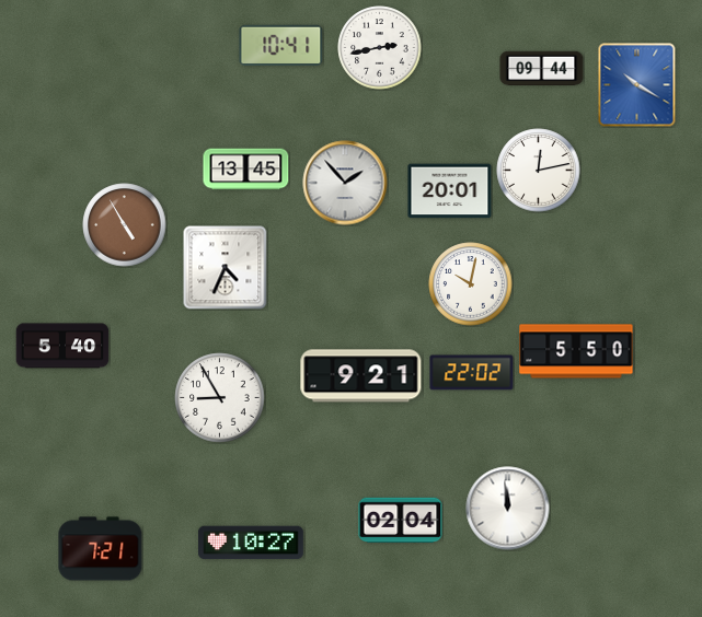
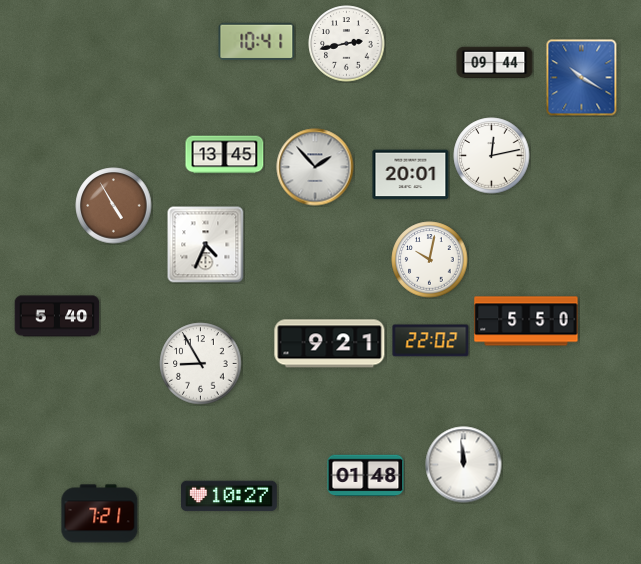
clock at (401, 521): 02:04 -> 01:48
clock at (101, 549) position: (101, 549) -> (100, 514)
